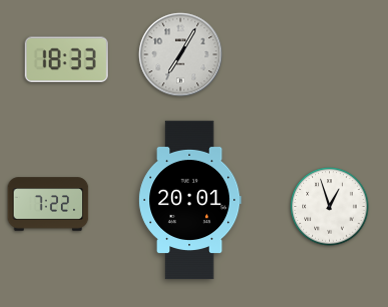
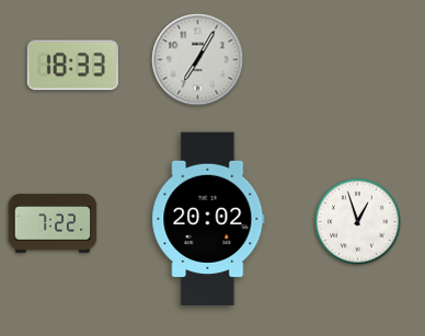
clock at (190, 200): 20:01 -> 20:02
clock at (330, 207) position: (330, 207) -> (358, 222)
